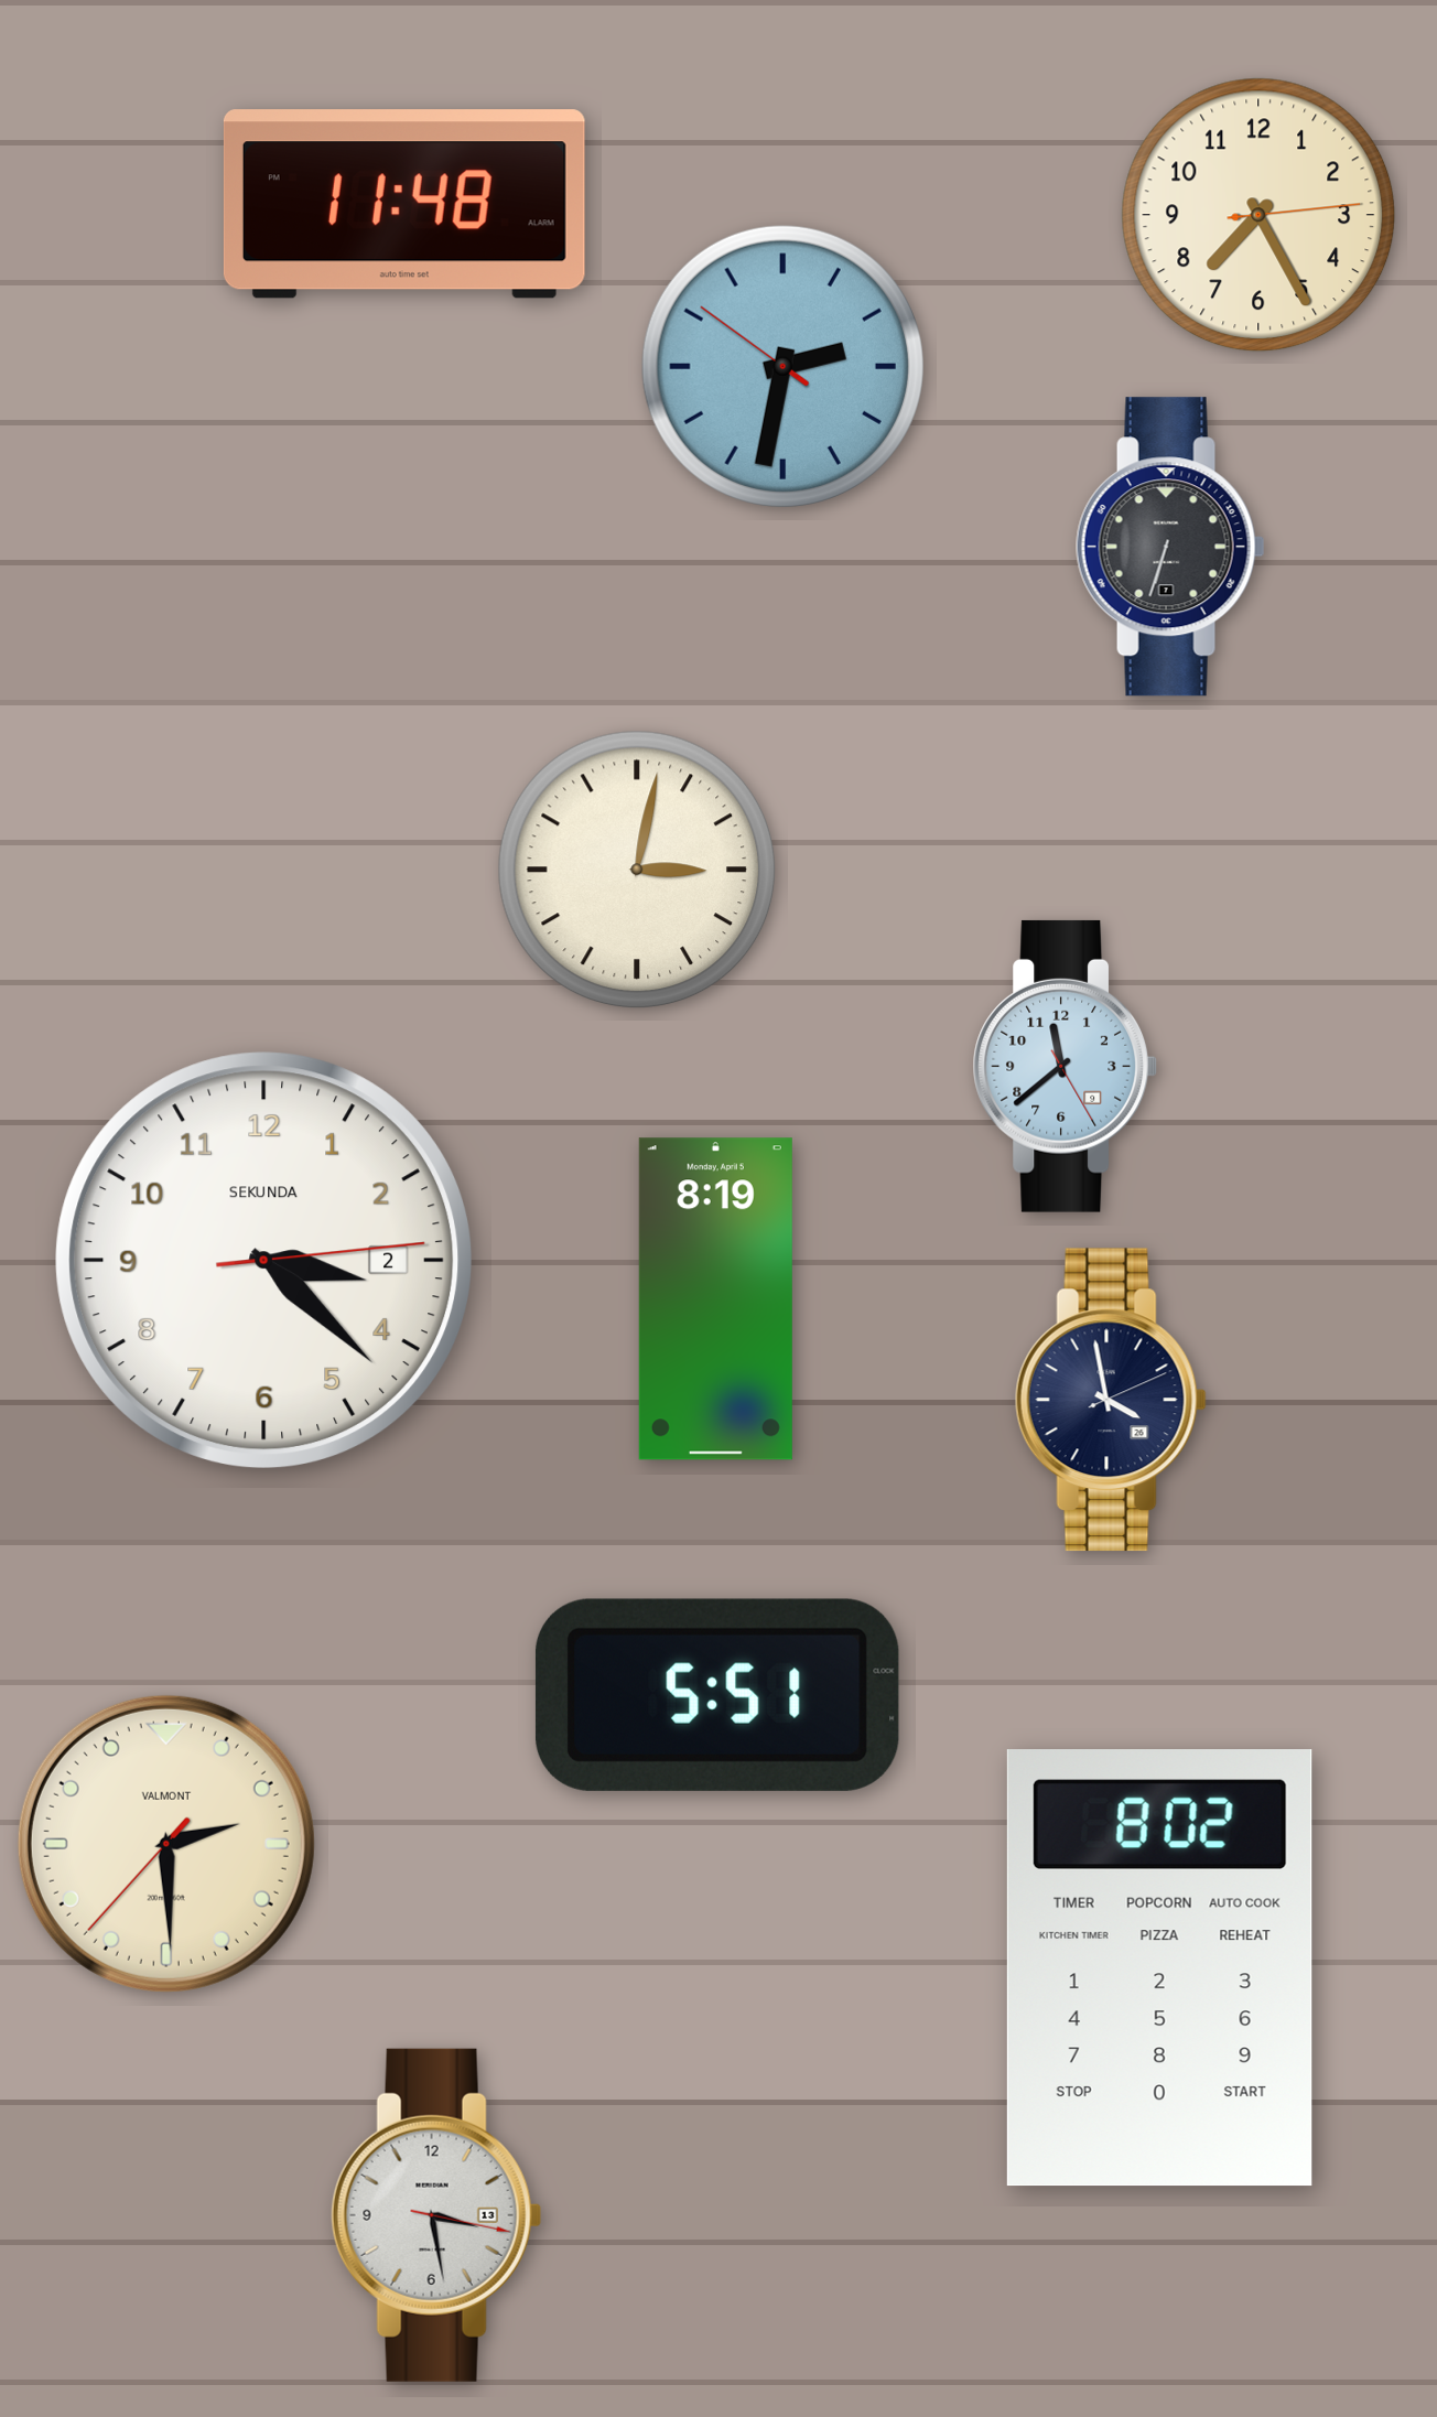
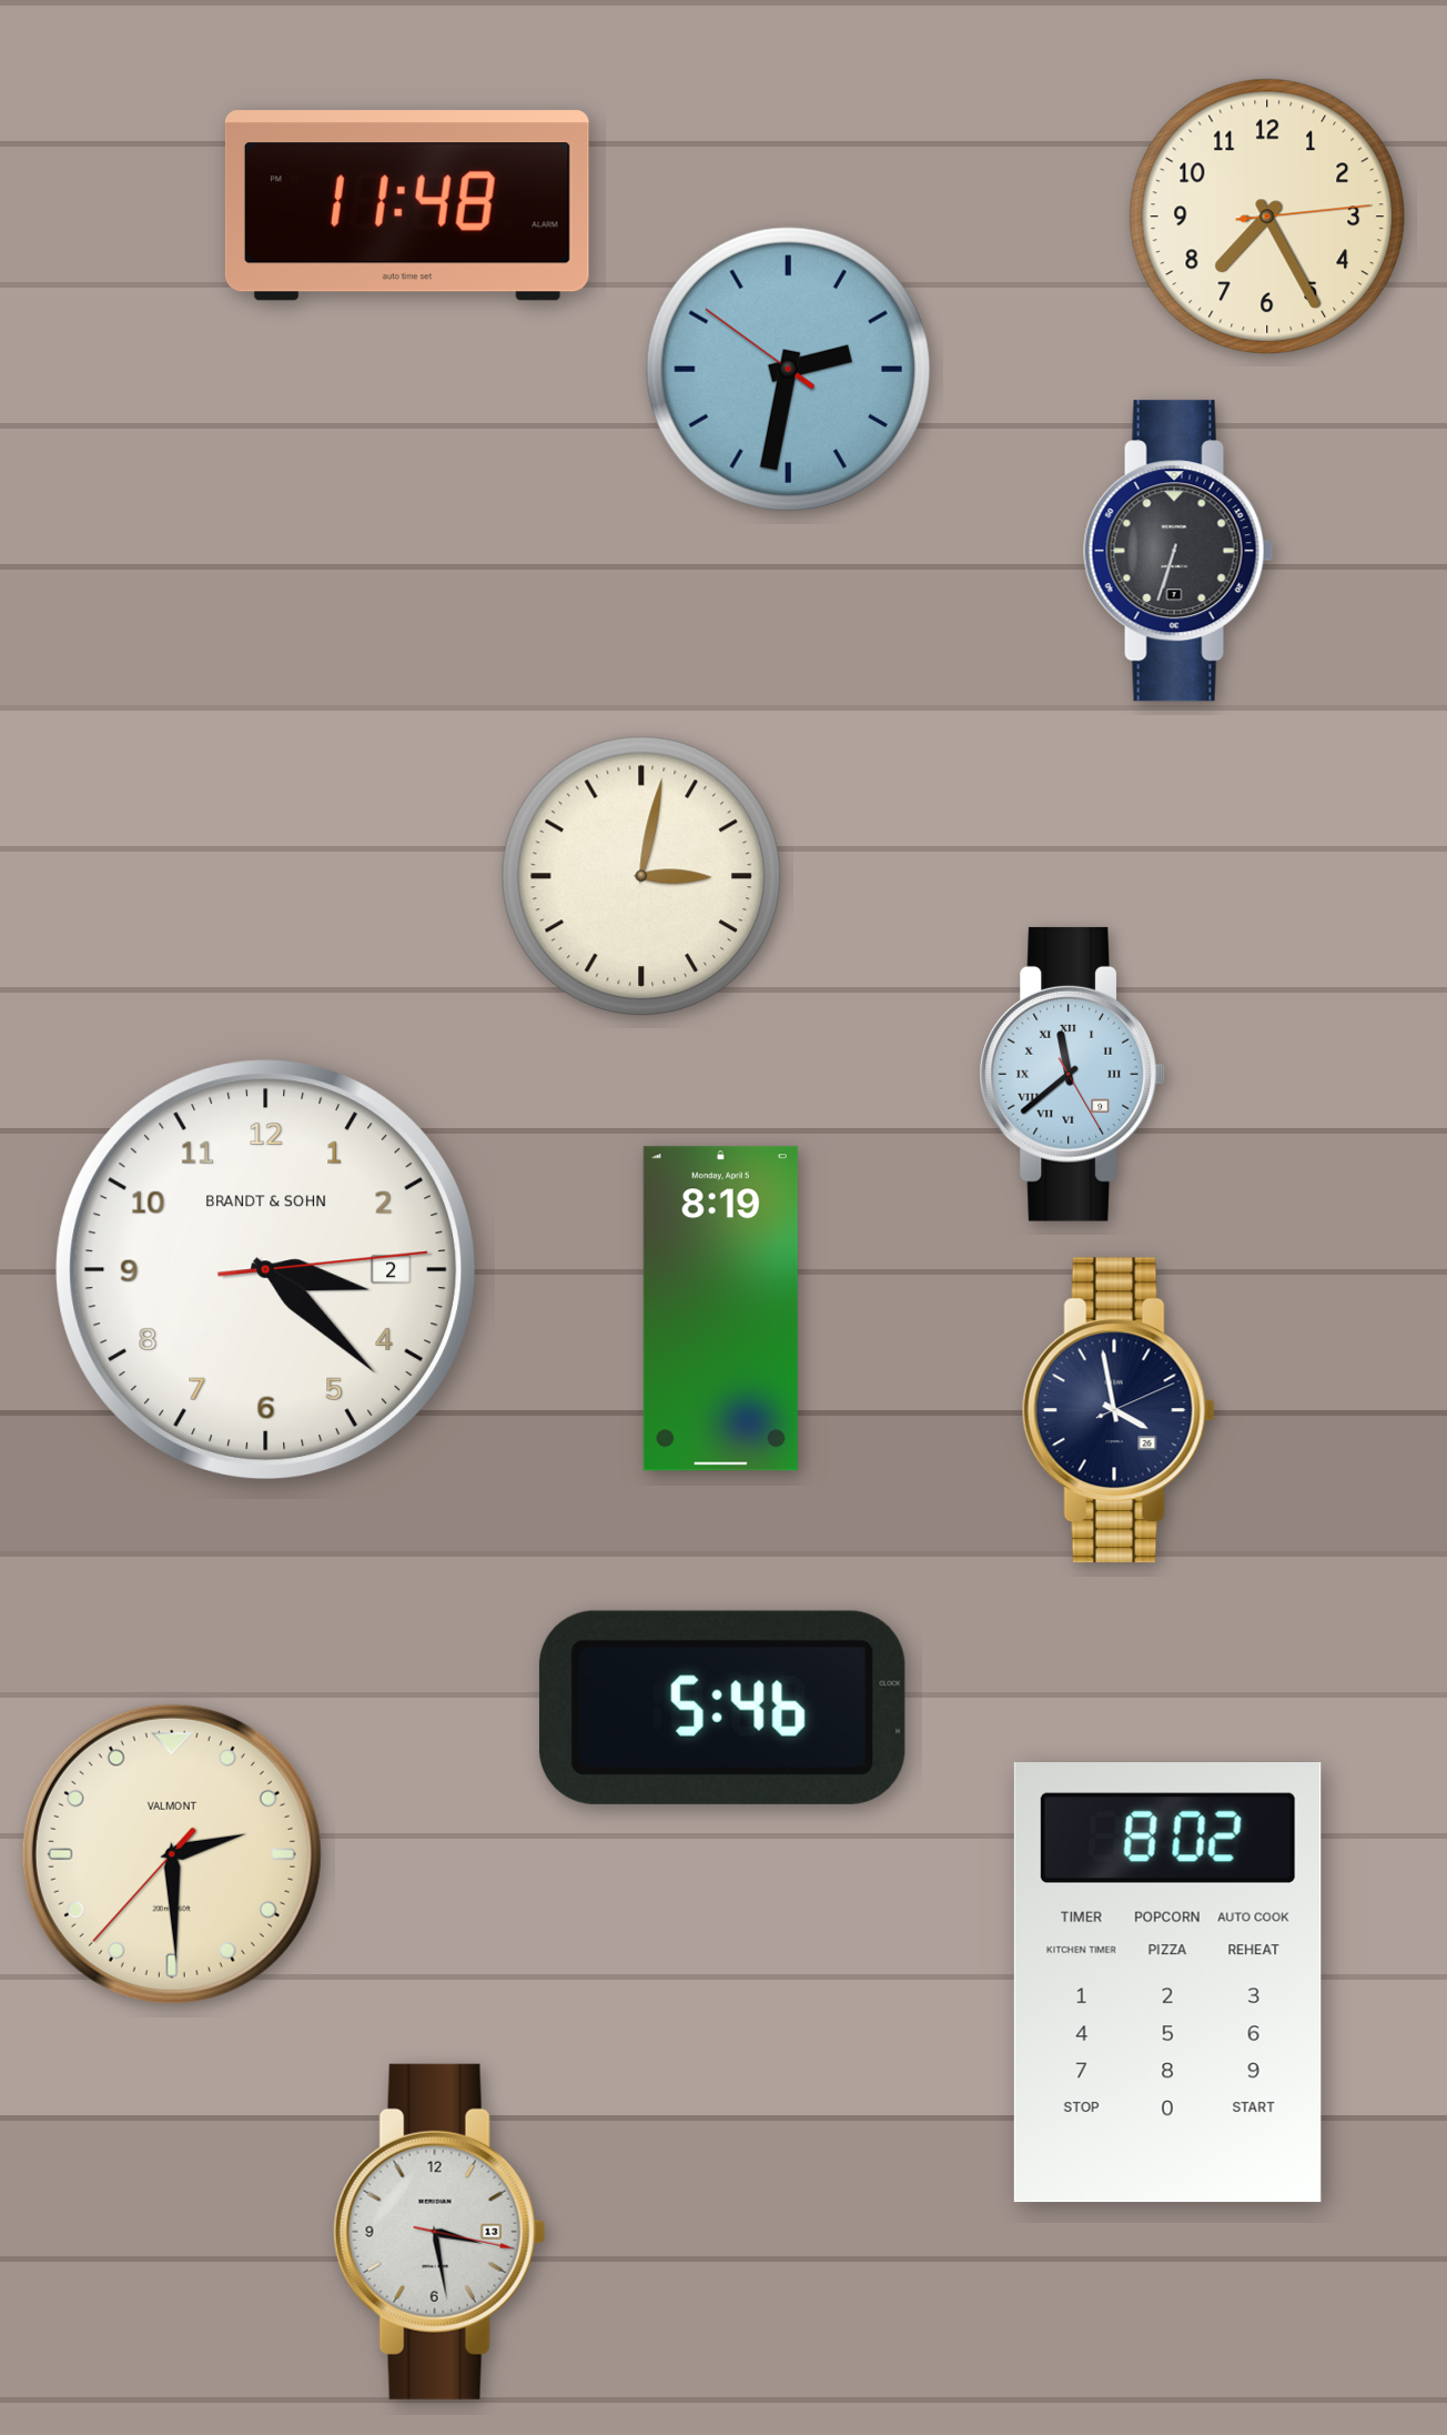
clock at (1065, 1066) numerals: Arabic -> Roman
clock at (263, 1260) brand: SEKUNDA -> BRANDT & SOHN
clock at (717, 1695): 5:51 -> 5:46
clock at (166, 1844) position: (166, 1844) -> (172, 1854)
